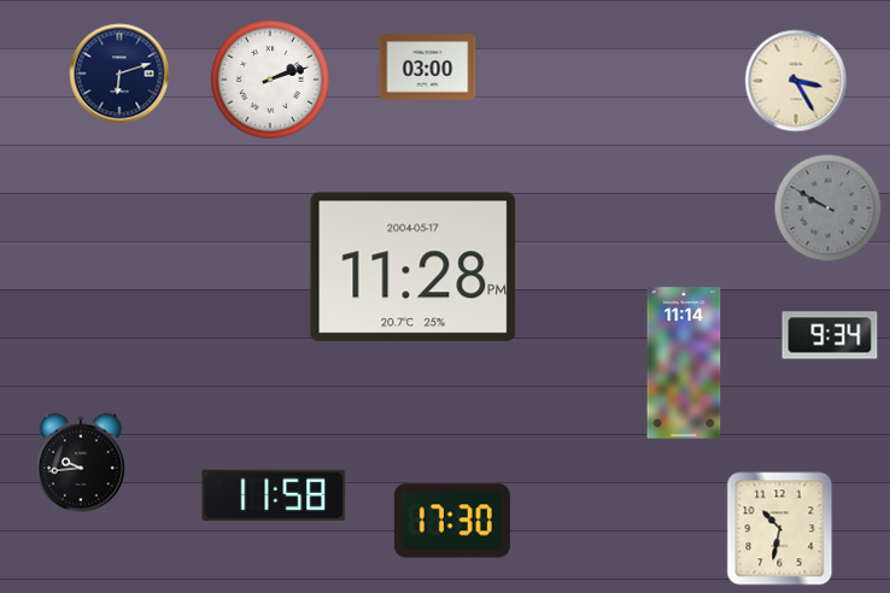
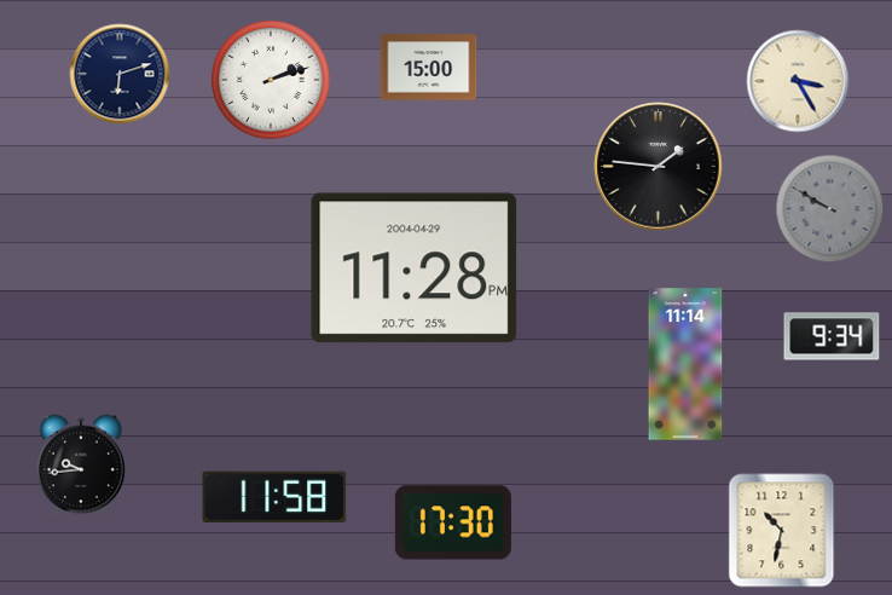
clock at (428, 67): 03:00 -> 15:00
clock at (659, 167): none -> 1:46
clock at (414, 268) date: 2004-05-17 -> 2004-04-29
